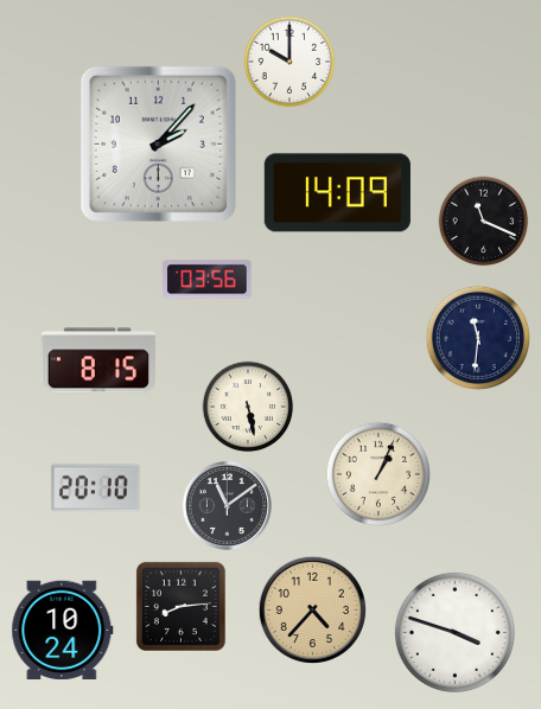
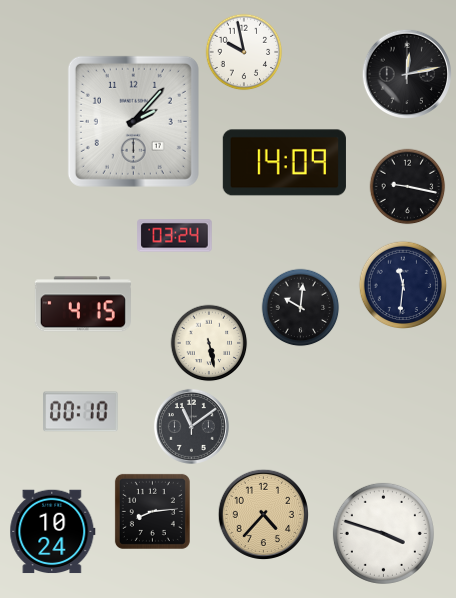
clock at (289, 62): 10:00 -> 9:58
clock at (407, 74): none -> 12:13
clock at (484, 222): 11:19 -> 9:17
clock at (208, 280): 03:56 -> 03:24
clock at (98, 360): 8:15 -> 4:15
clock at (301, 308): none -> 10:01
clock at (377, 473): 1:04 -> none
clock at (96, 488): 20:10 -> 00:10
